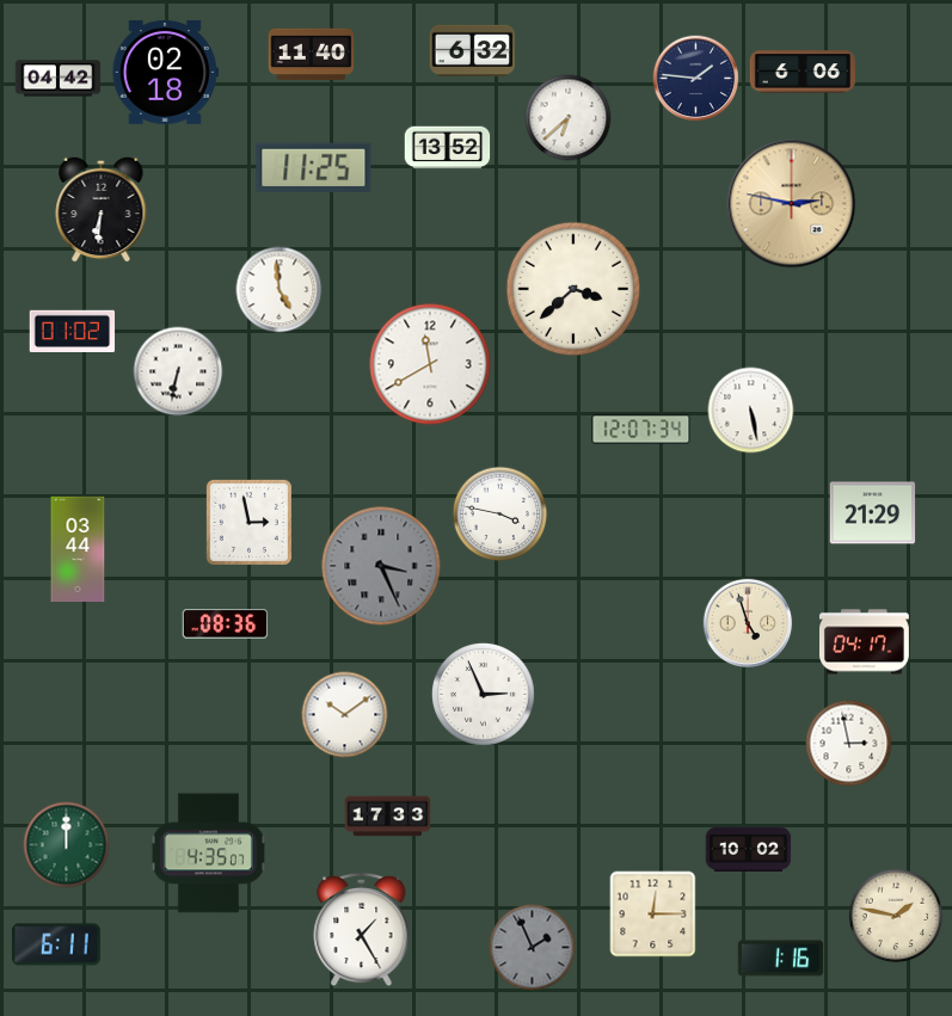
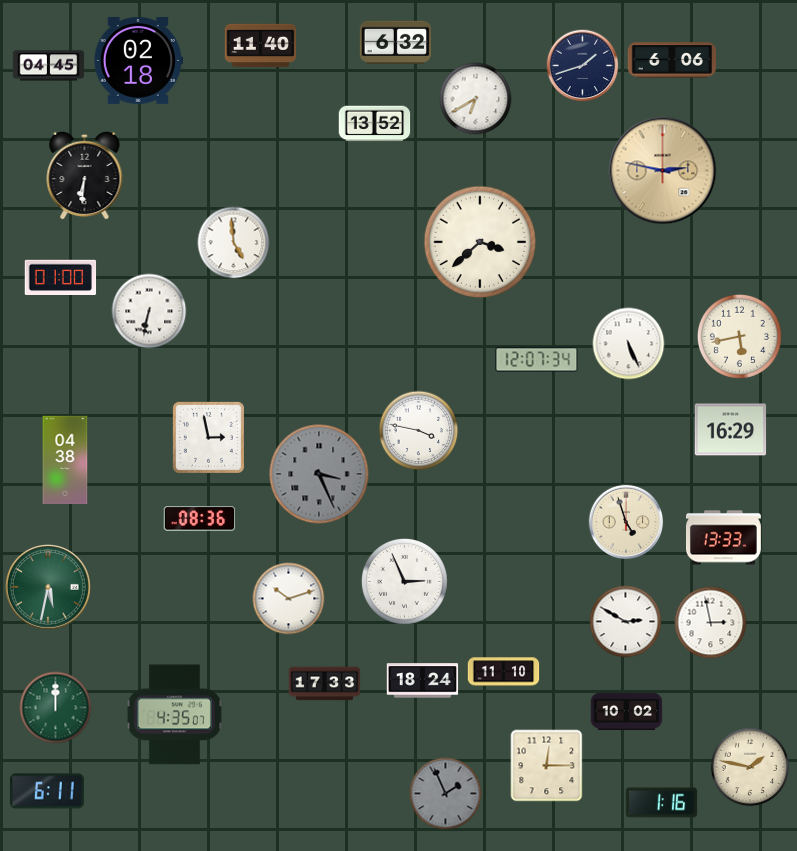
clock at (59, 79): 04:42 -> 04:45
clock at (696, 79): 1:46 -> 1:42
clock at (569, 118): 6:38 -> 6:40
clock at (314, 168): 11:25 -> none
clock at (73, 331): 01:02 -> 01:00
clock at (430, 364): 11:40 -> none
clock at (739, 336): none -> 5:43
clock at (751, 411): 5:28 -> 5:26
clock at (873, 513): 21:29 -> 16:29
clock at (78, 549): 03:44 -> 04:38
clock at (226, 624) position: (226, 624) -> (200, 519)
clock at (865, 642): 04:17 -> 13:33
clock at (49, 588): none -> 5:32
clock at (345, 715): 10:09 -> 10:12
clock at (626, 622): none -> 2:50
clock at (504, 672): none -> 11:10
clock at (423, 681): none -> 18:24
clock at (362, 930): 1:25 -> none
clock at (781, 959) position: (781, 959) -> (662, 803)
